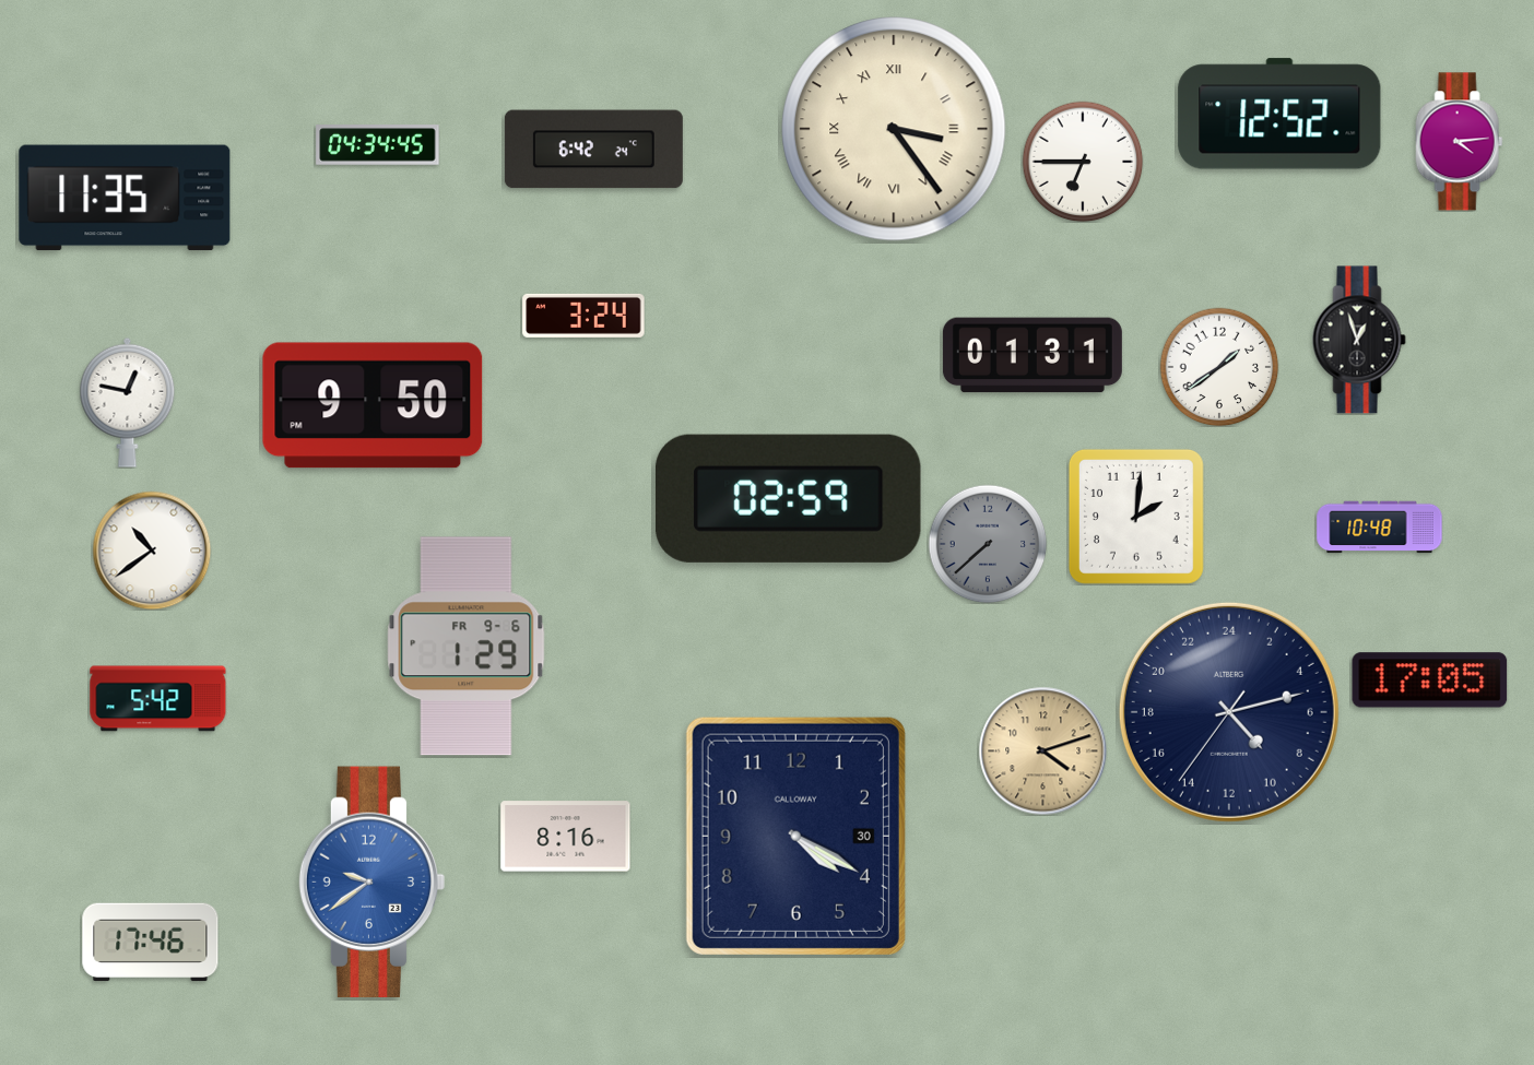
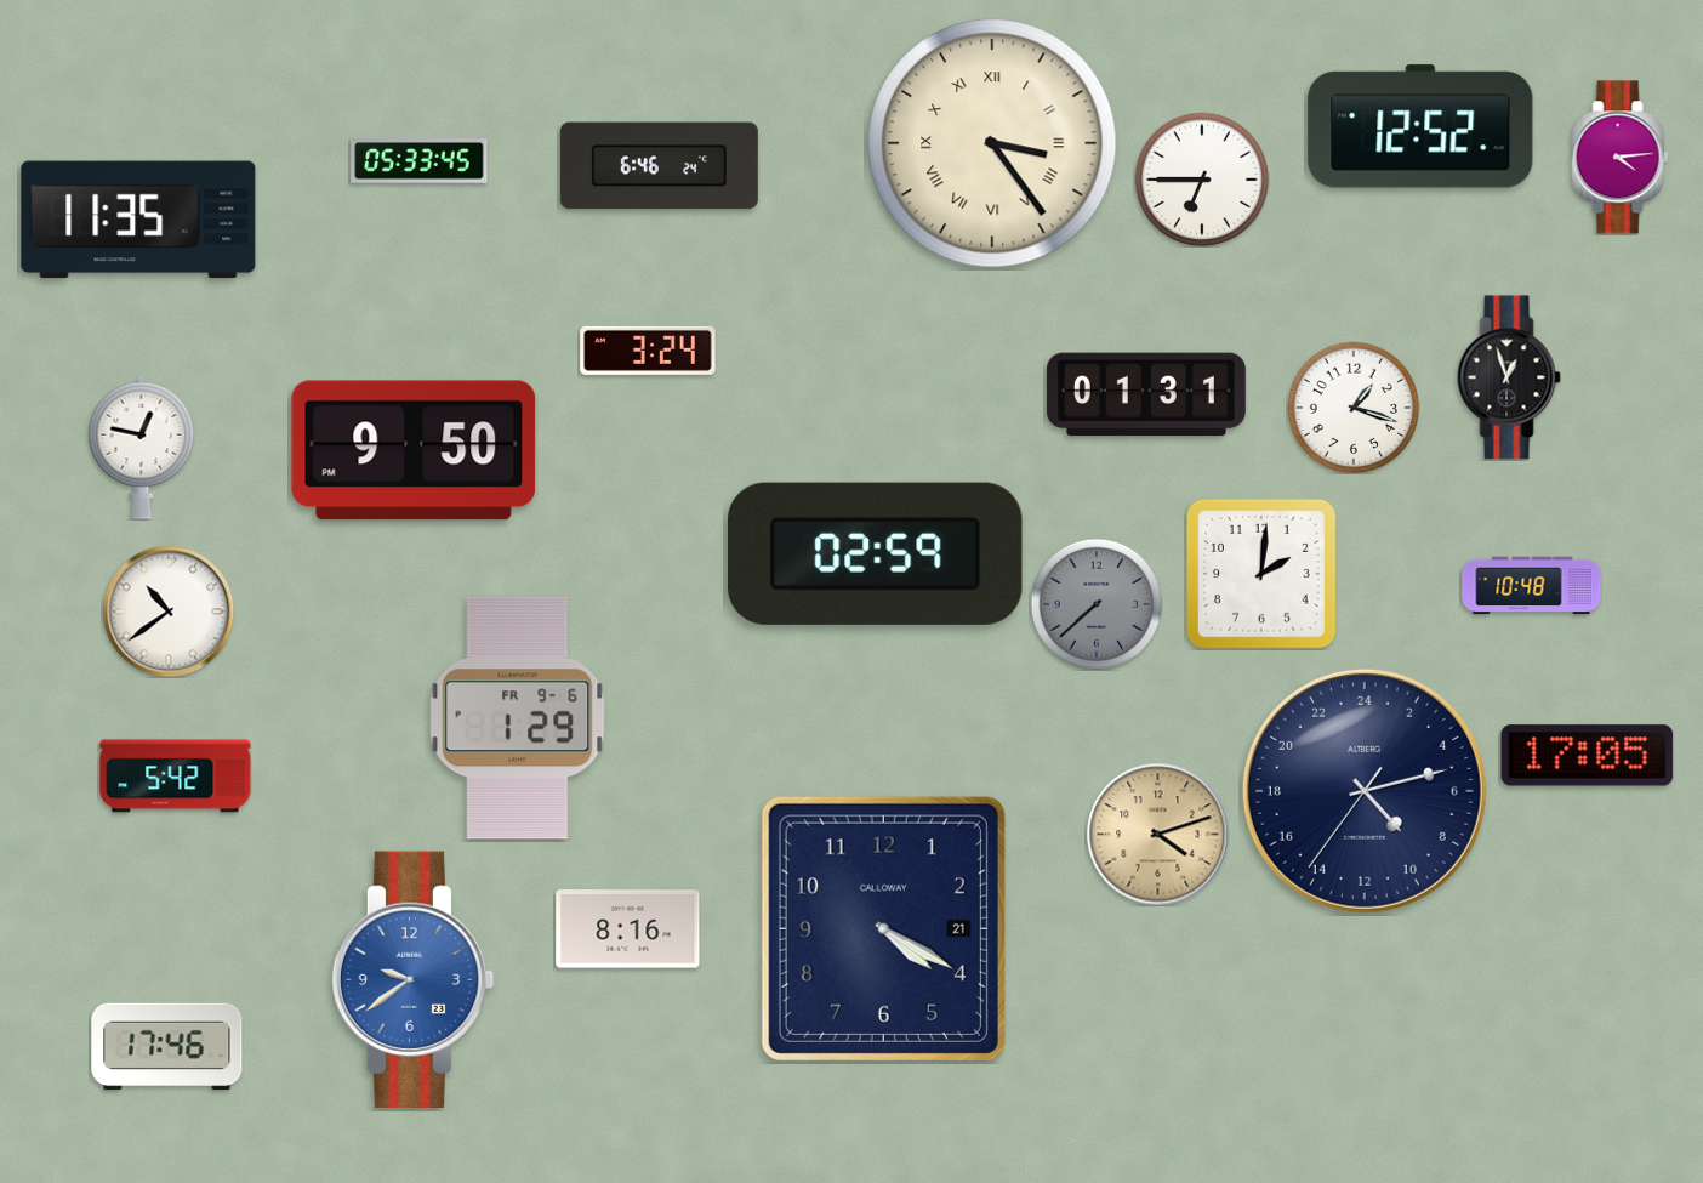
clock at (378, 145): 04:34 -> 05:33
clock at (593, 150): 6:42 -> 6:46
clock at (1219, 367): 1:39 -> 1:18
clock at (795, 836) date: 30 -> 21
